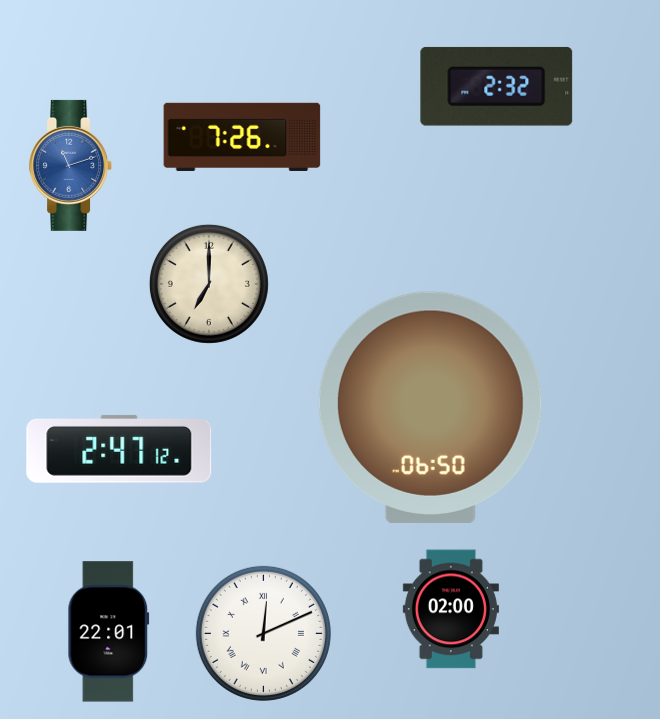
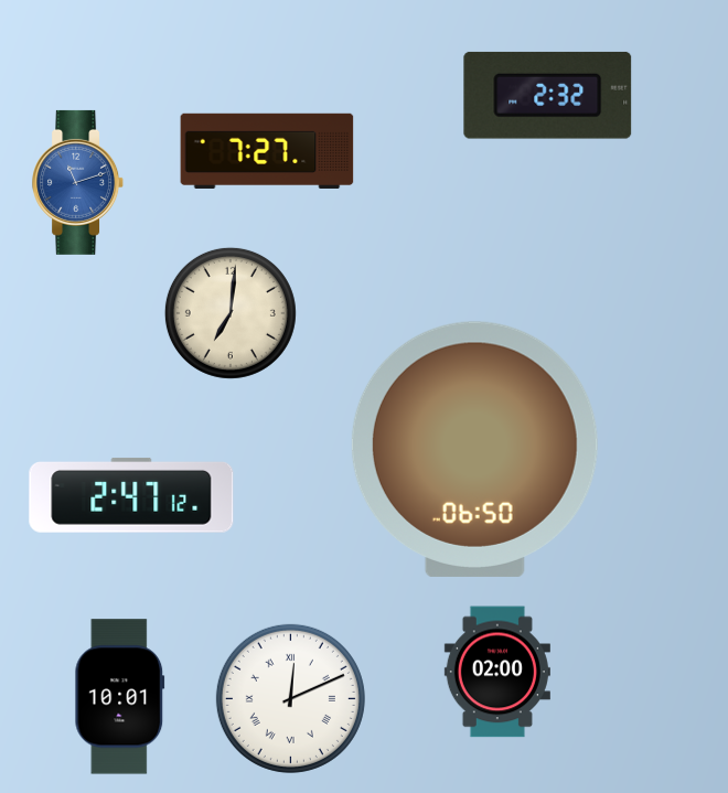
clock at (242, 137): 7:26 -> 7:27
clock at (209, 284): 7:00 -> 7:01
clock at (109, 632): 22:01 -> 10:01
